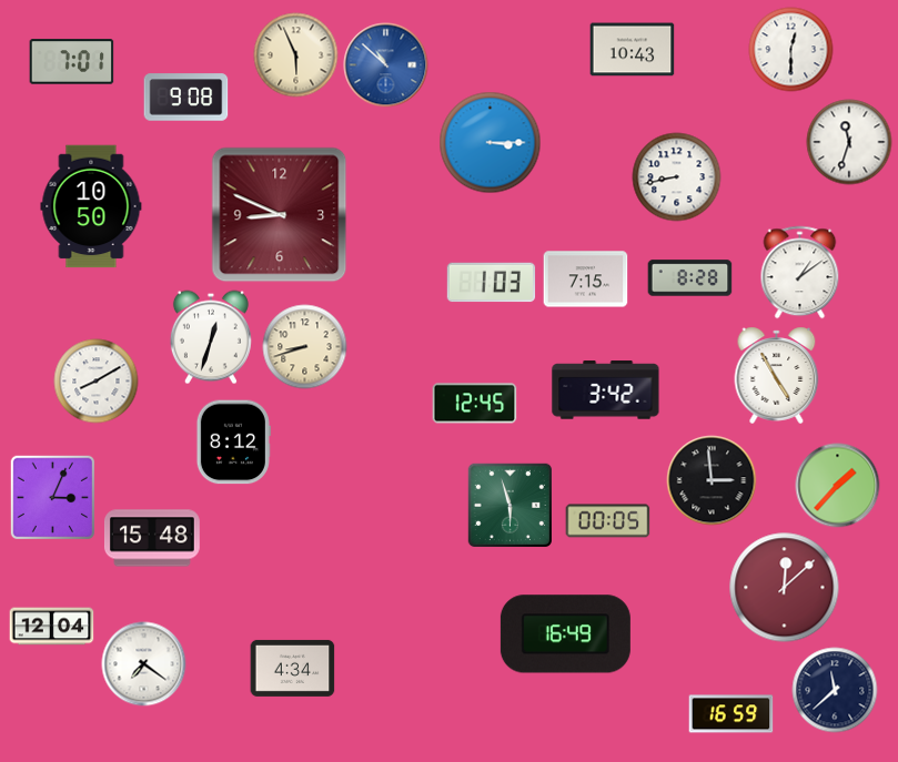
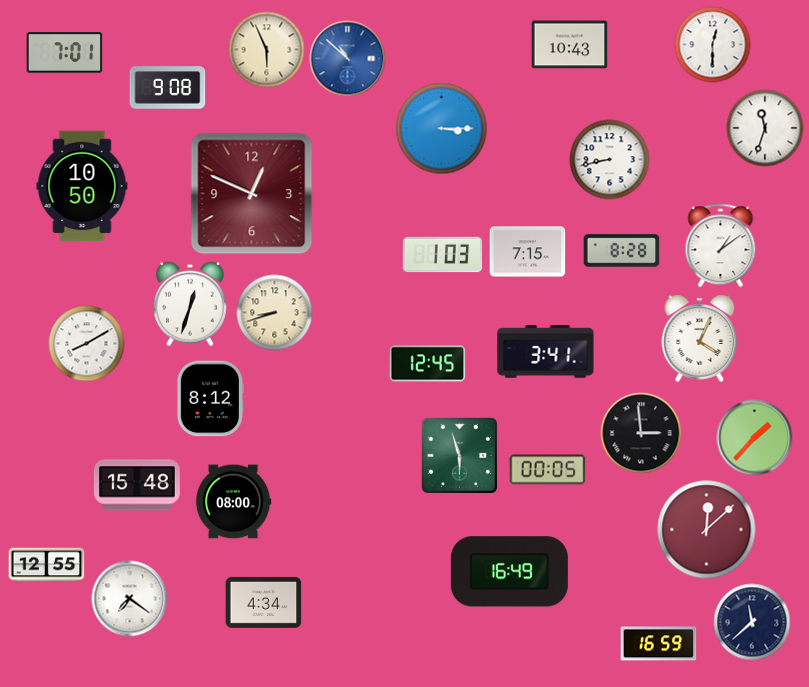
clock at (72, 62) position: (72, 62) -> (65, 53)
clock at (280, 215): 8:49 -> 12:49
clock at (777, 375): 4:55 -> 4:04
clock at (606, 390): 3:42 -> 3:41
clock at (52, 497): 3:04 -> none
clock at (233, 502): none -> 08:00
clock at (52, 627): 12:04 -> 12:55
